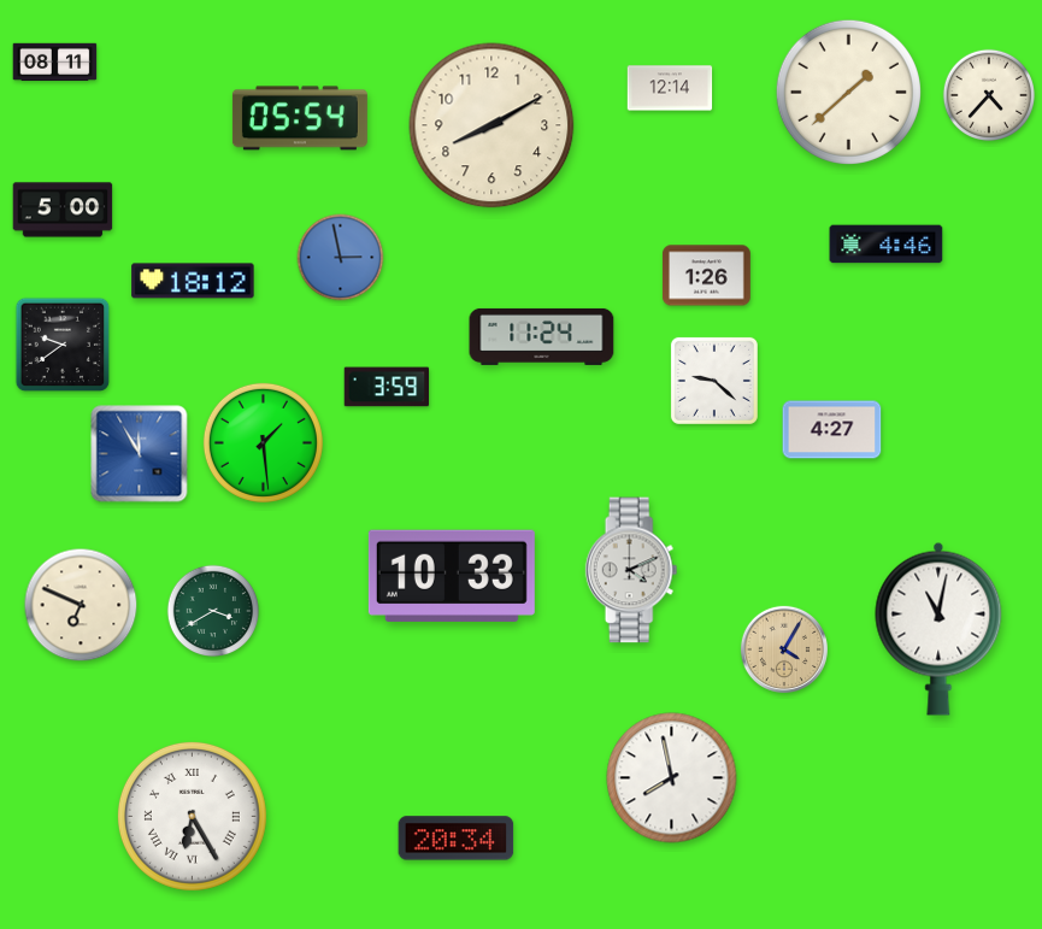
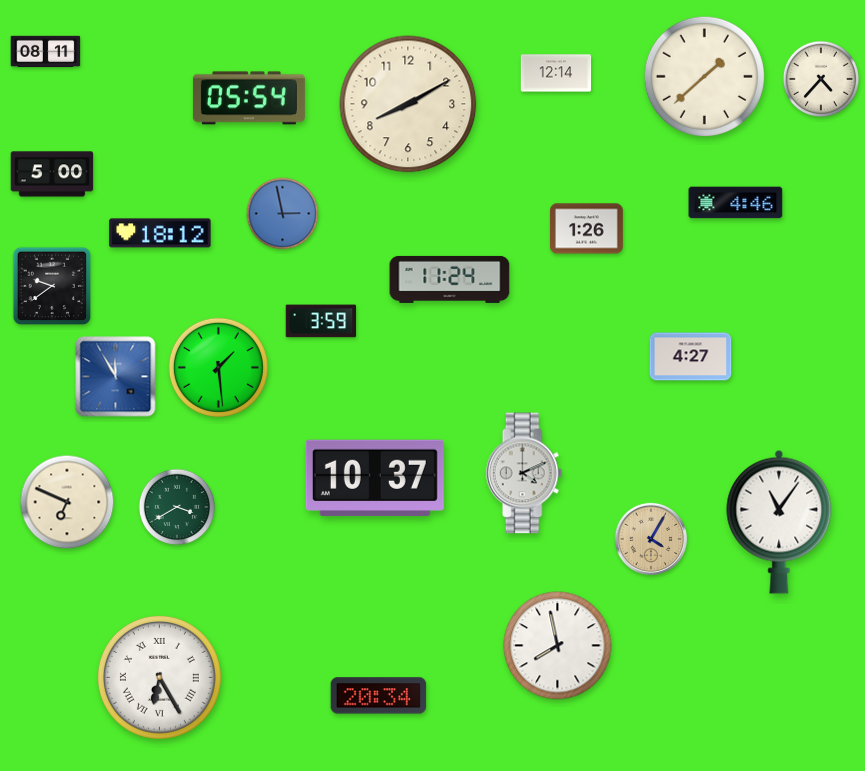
clock at (714, 381): 9:22 -> none
clock at (452, 576): 10:33 -> 10:37
clock at (938, 629): 11:02 -> 11:06
